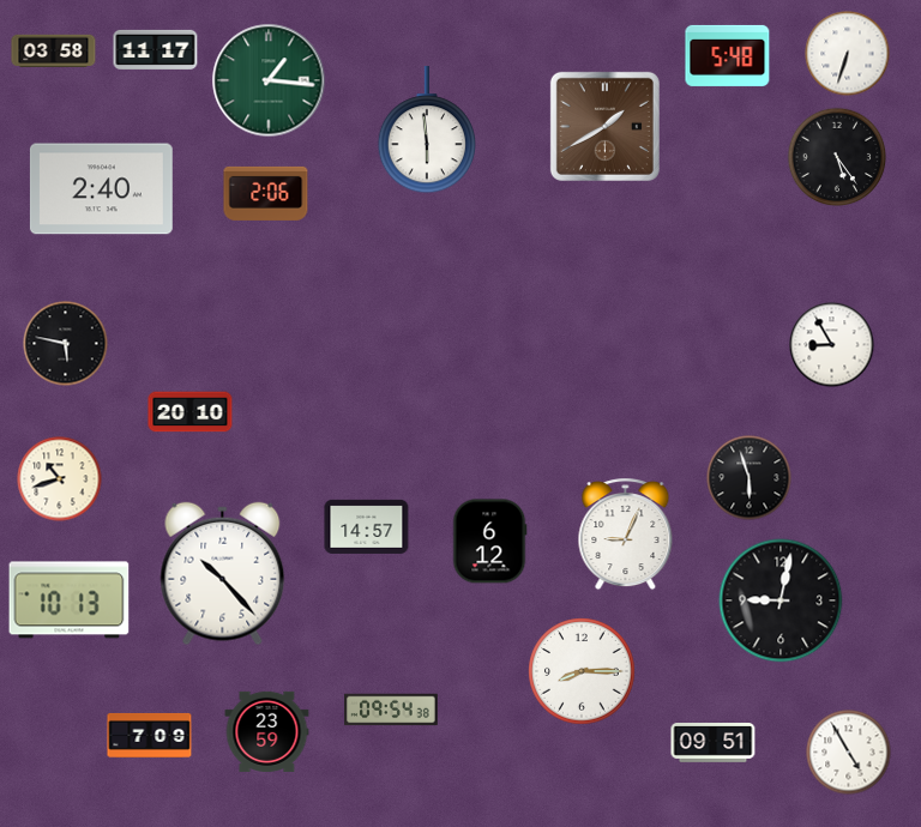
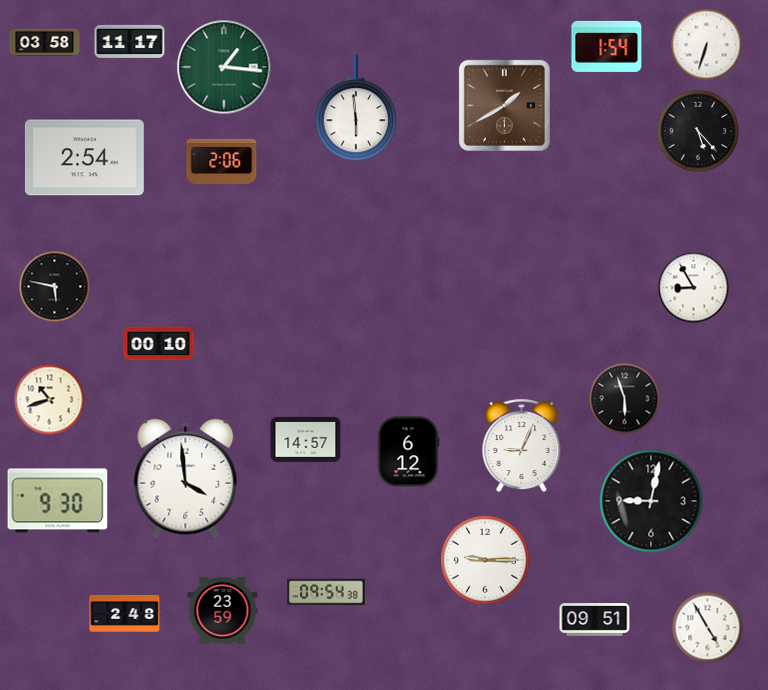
clock at (728, 55): 5:48 -> 1:54
clock at (837, 157): 5:24 -> 5:23
clock at (101, 189): 2:40 -> 2:54
clock at (191, 412): 20:10 -> 00:10
clock at (223, 574): 10:23 -> 3:59
clock at (70, 600): 10:13 -> 9:30
clock at (582, 671): 8:15 -> 9:15
clock at (150, 735): 7:09 -> 2:48
